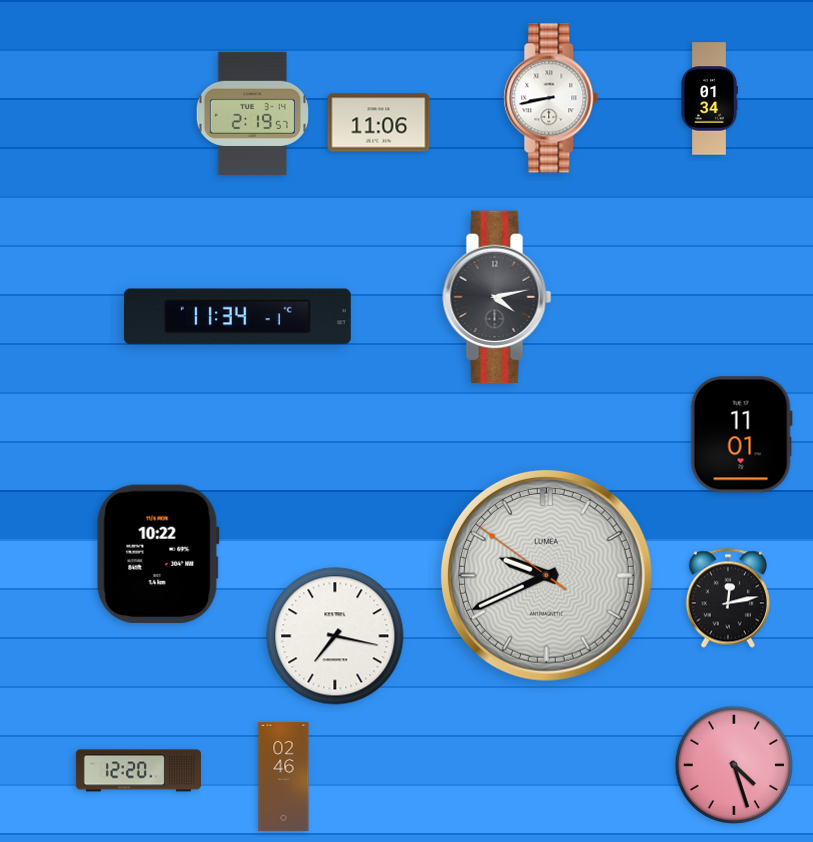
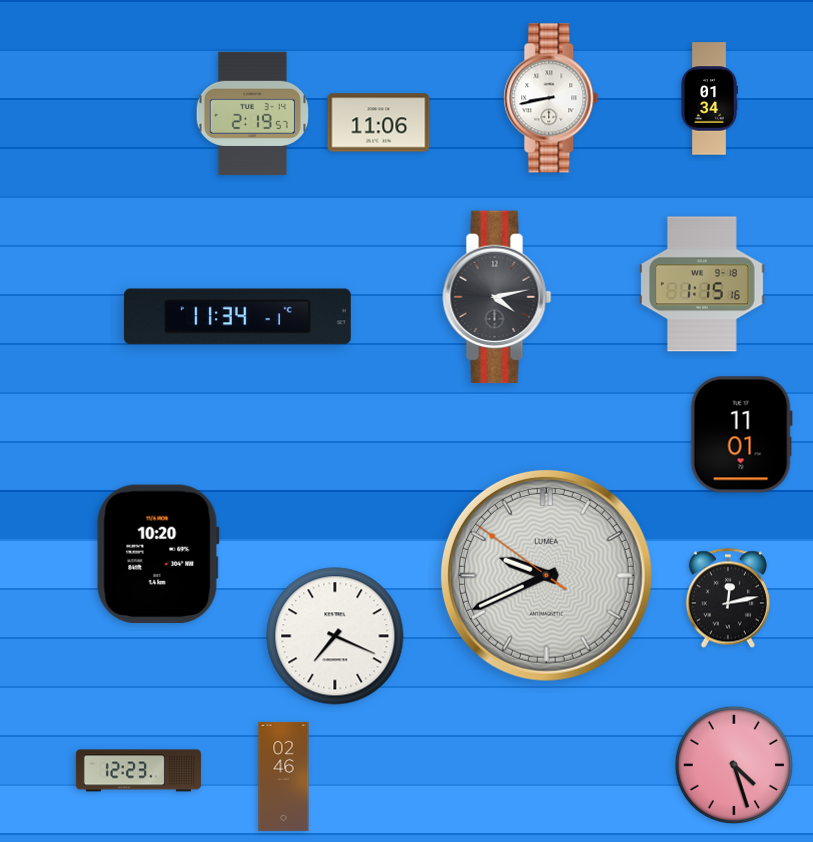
clock at (703, 284): none -> 1:15
clock at (158, 554): 10:22 -> 10:20
clock at (335, 636): 7:17 -> 7:19
clock at (138, 771): 12:20 -> 12:23
